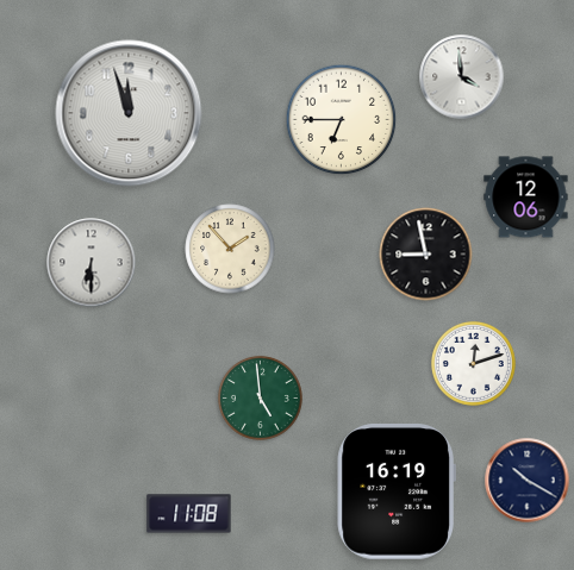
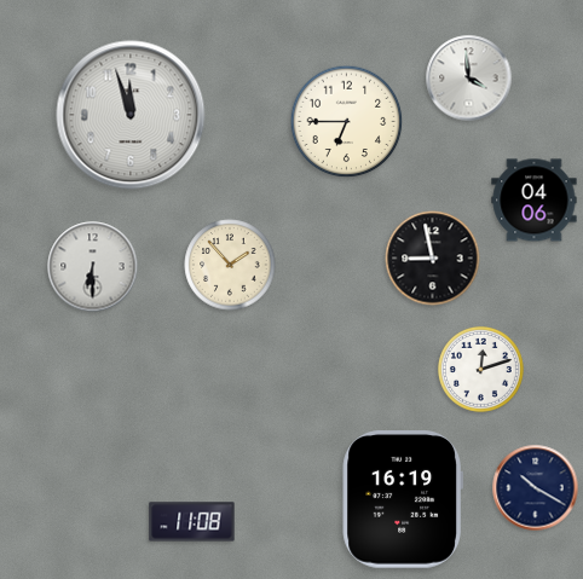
clock at (526, 198): 12:06 -> 04:06
clock at (230, 249) position: (230, 249) -> (230, 265)
clock at (260, 397): 4:59 -> none
